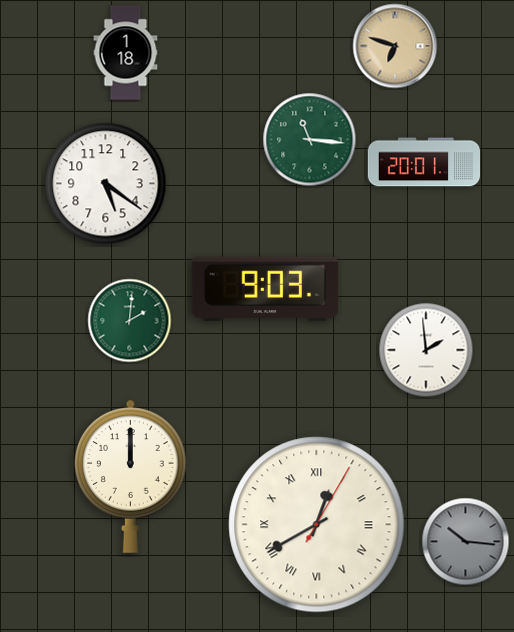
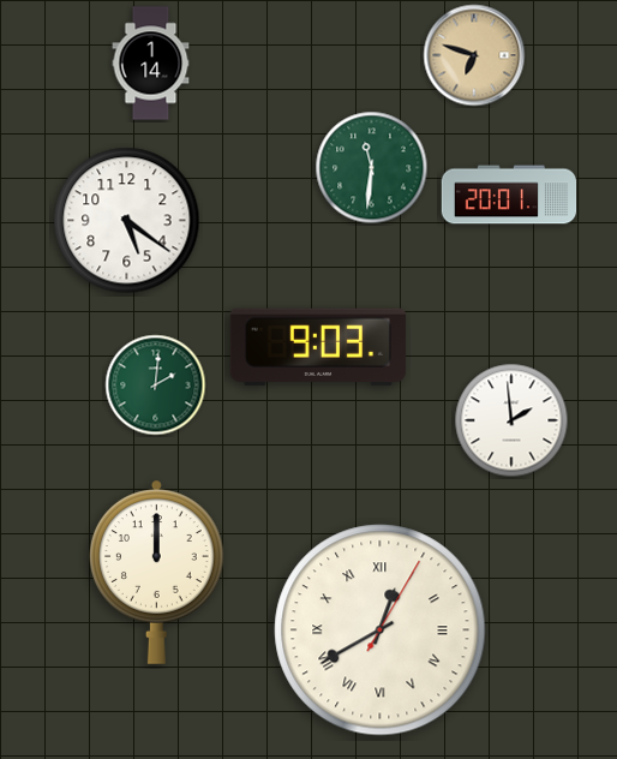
clock at (126, 53): 1:18 -> 1:14
clock at (310, 140): 11:16 -> 11:31
clock at (466, 542): 10:16 -> none
